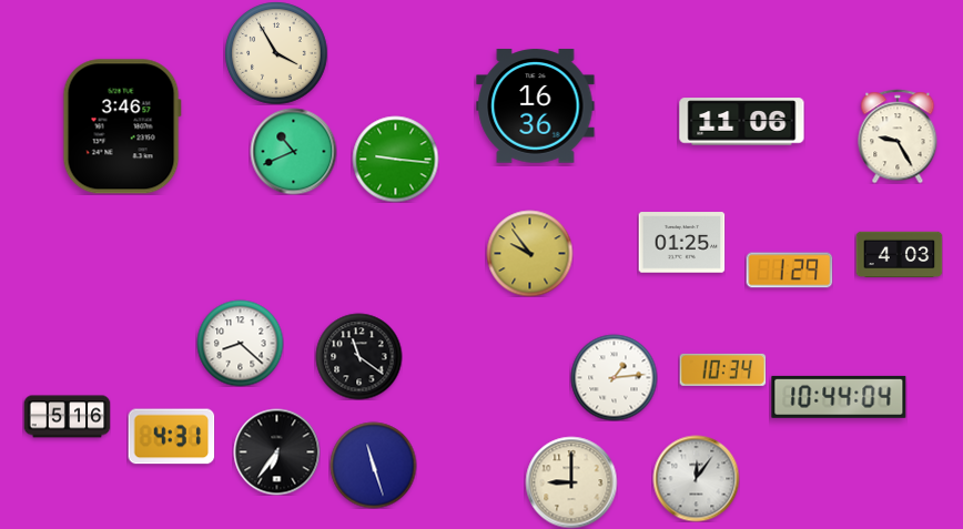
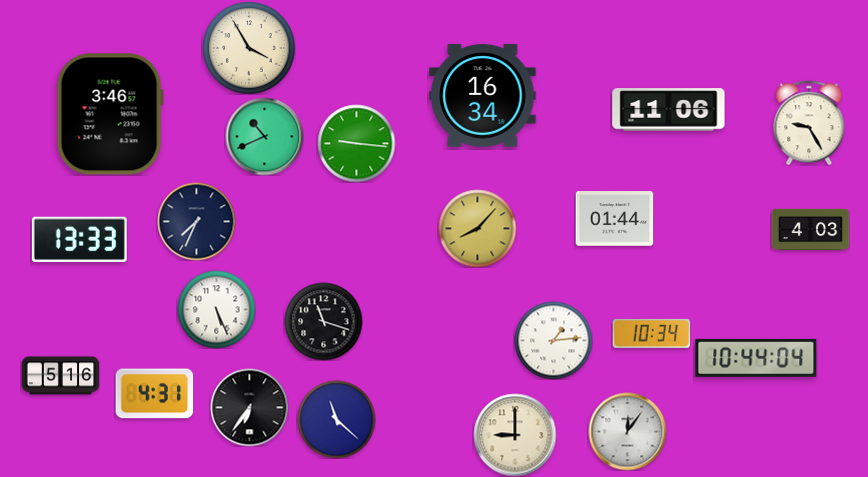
clock at (536, 106): 16:36 -> 16:34
clock at (681, 243): 01:25 -> 01:44
clock at (196, 221): none -> 7:34
clock at (529, 253): 9:54 -> 8:07
clock at (79, 239): none -> 13:33
clock at (789, 271): 1:29 -> none
clock at (240, 343): 8:22 -> 5:26
clock at (358, 356): 11:21 -> 11:18
clock at (373, 465): 11:27 -> 11:22
